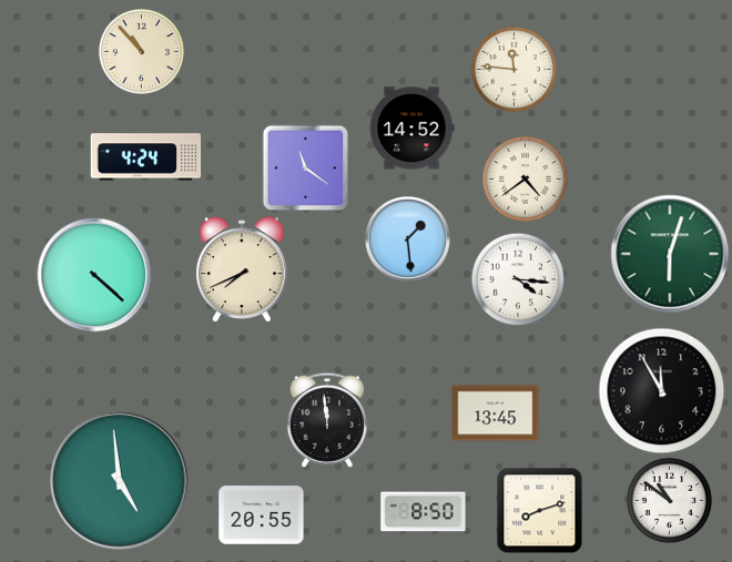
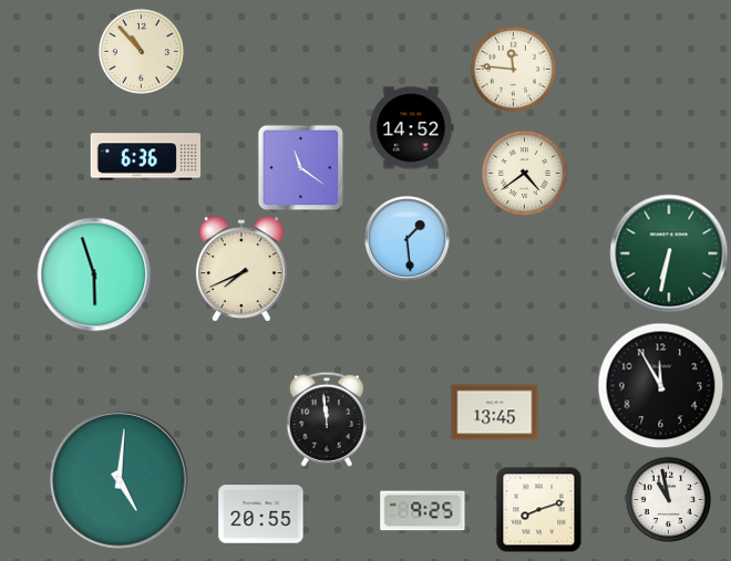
clock at (146, 157): 4:24 -> 6:36
clock at (305, 167) position: (305, 167) -> (300, 167)
clock at (525, 178) position: (525, 178) -> (524, 173)
clock at (670, 254): 6:03 -> 6:32
clock at (94, 275): 4:22 -> 5:57
clock at (518, 279): 4:16 -> none
clock at (662, 391) position: (662, 391) -> (661, 386)
clock at (120, 481): 4:59 -> 5:01
clock at (669, 500): 10:51 -> 10:58
clock at (424, 512): 8:50 -> 9:25
